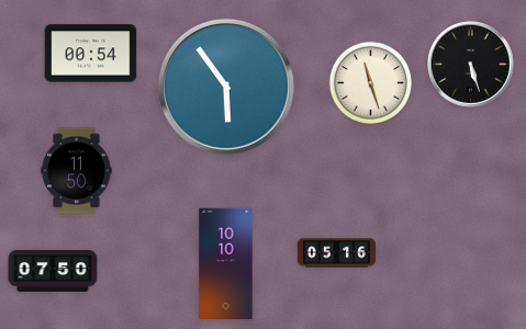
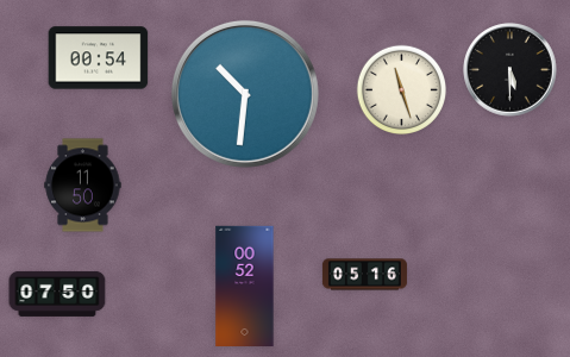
clock at (471, 65): 5:27 -> 5:30
clock at (226, 87): 5:54 -> 10:31
clock at (226, 264): 10:10 -> 00:52
